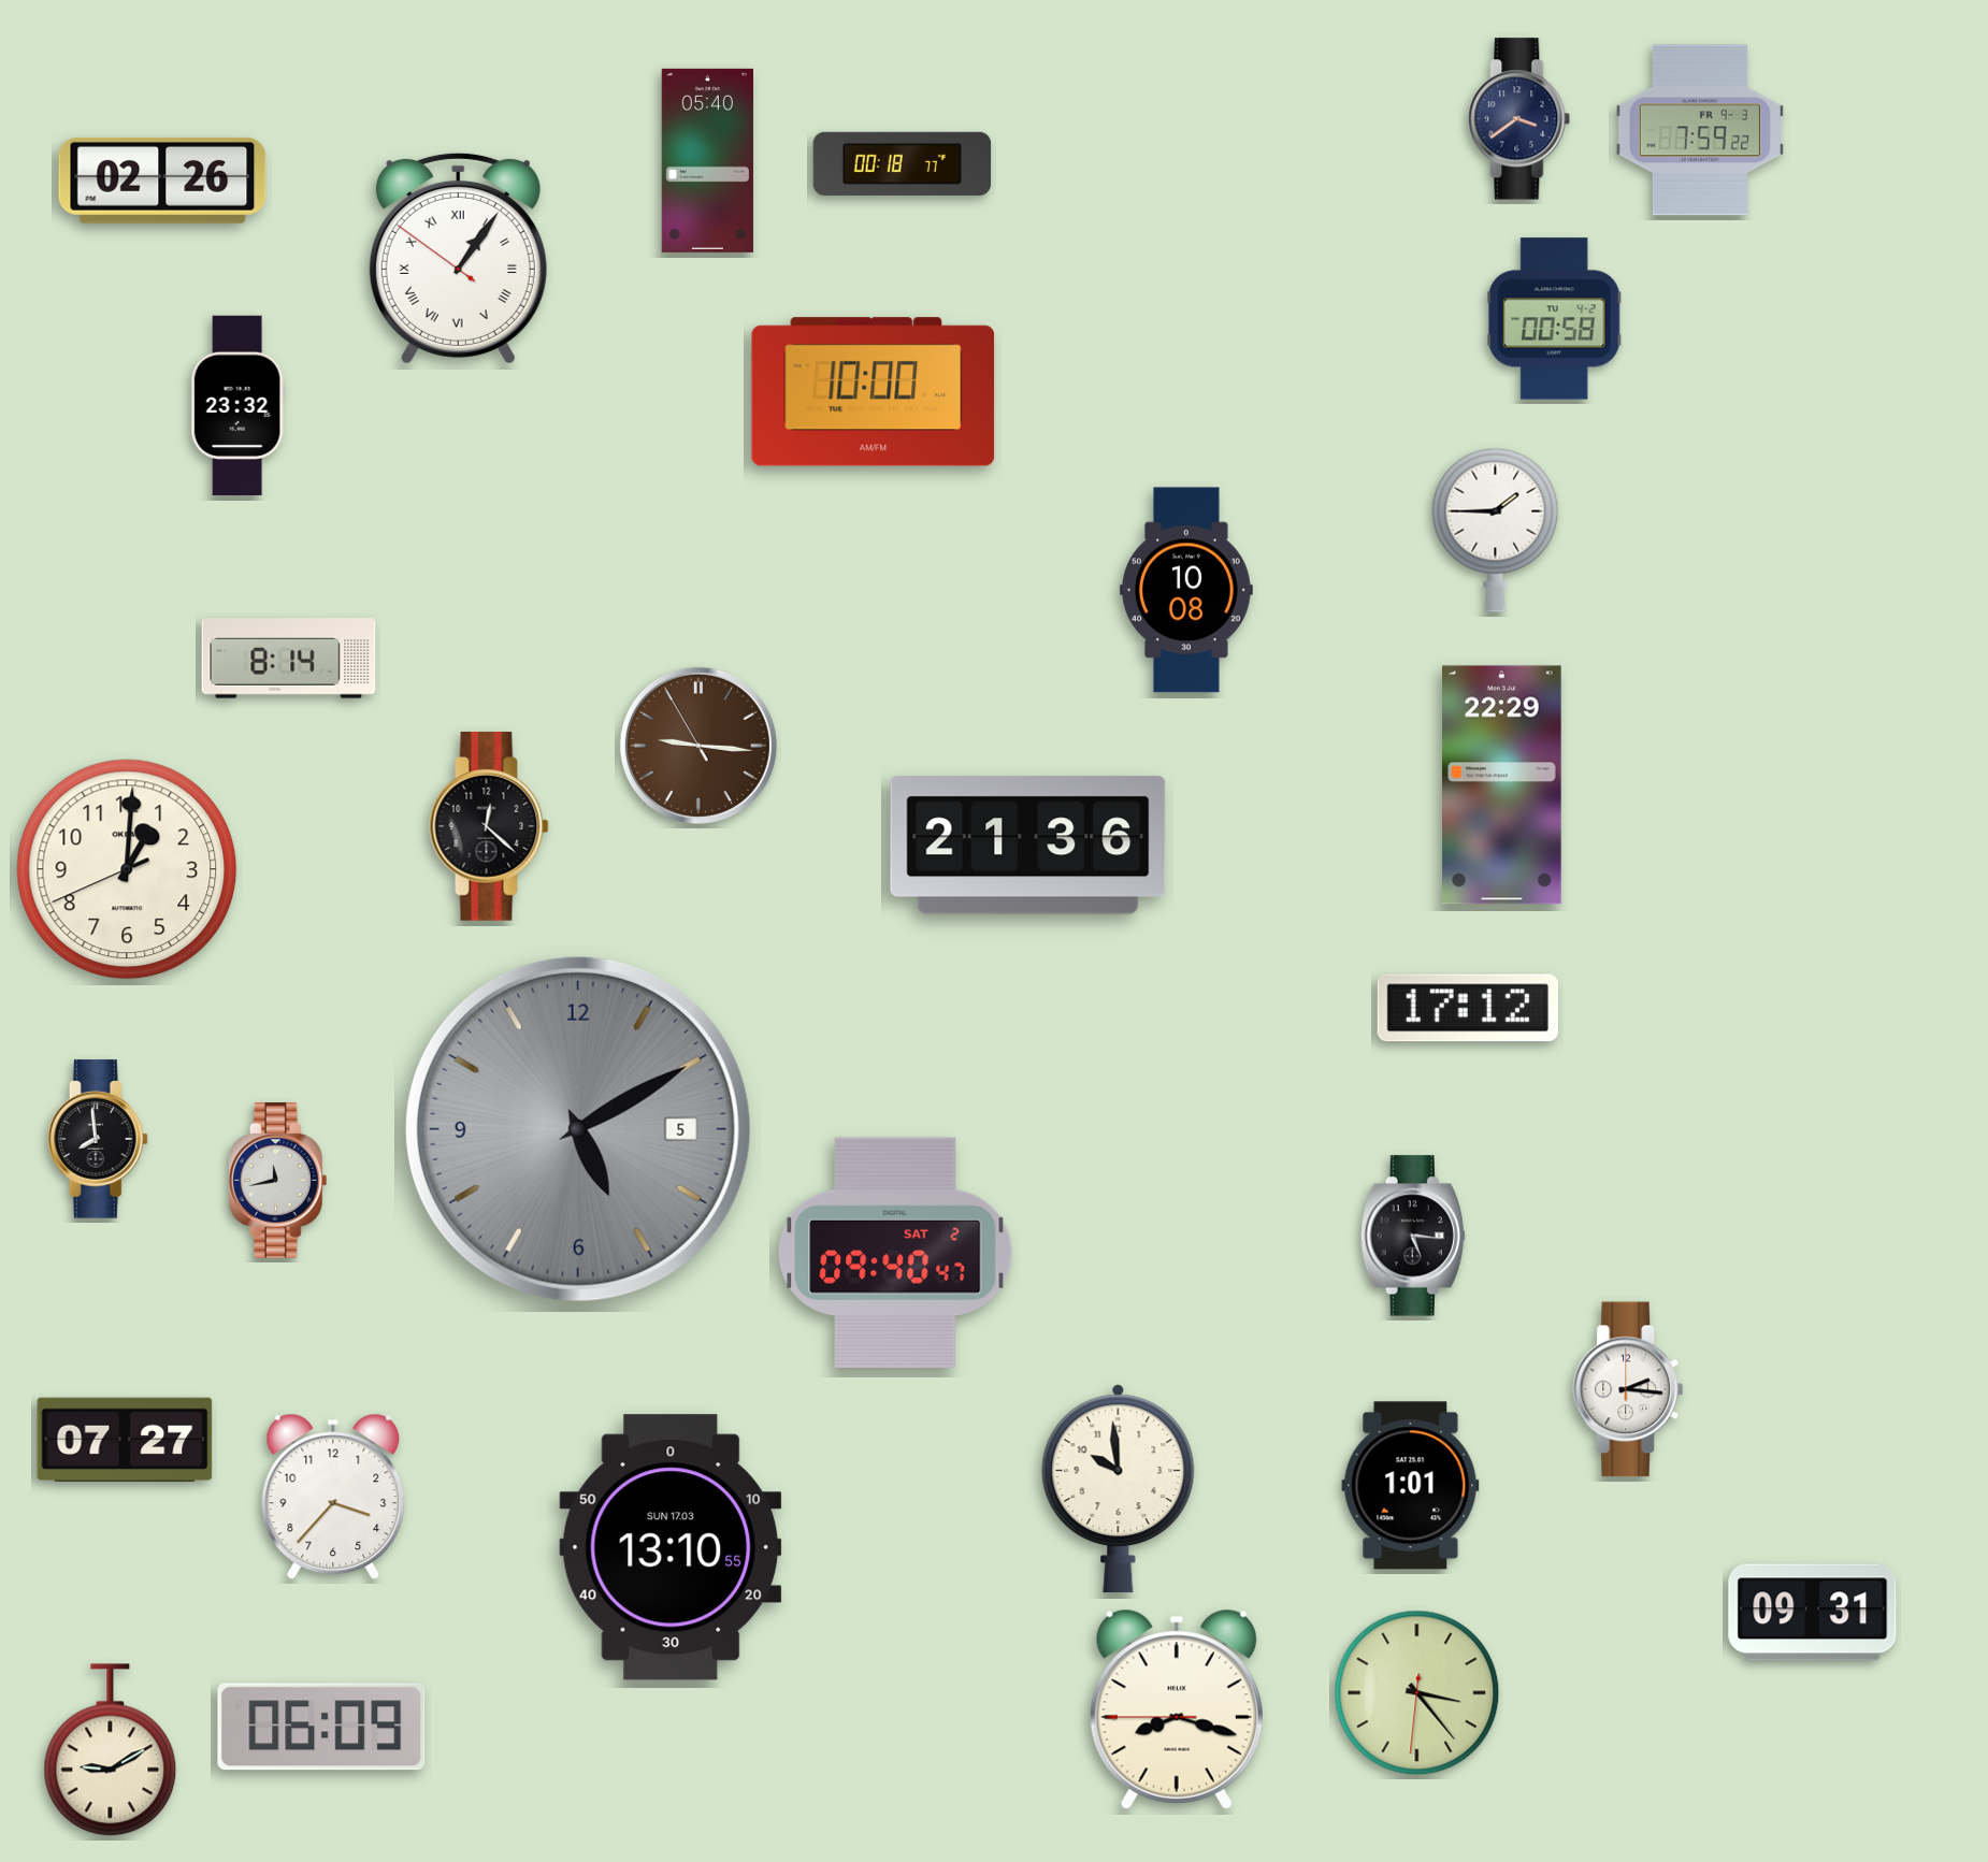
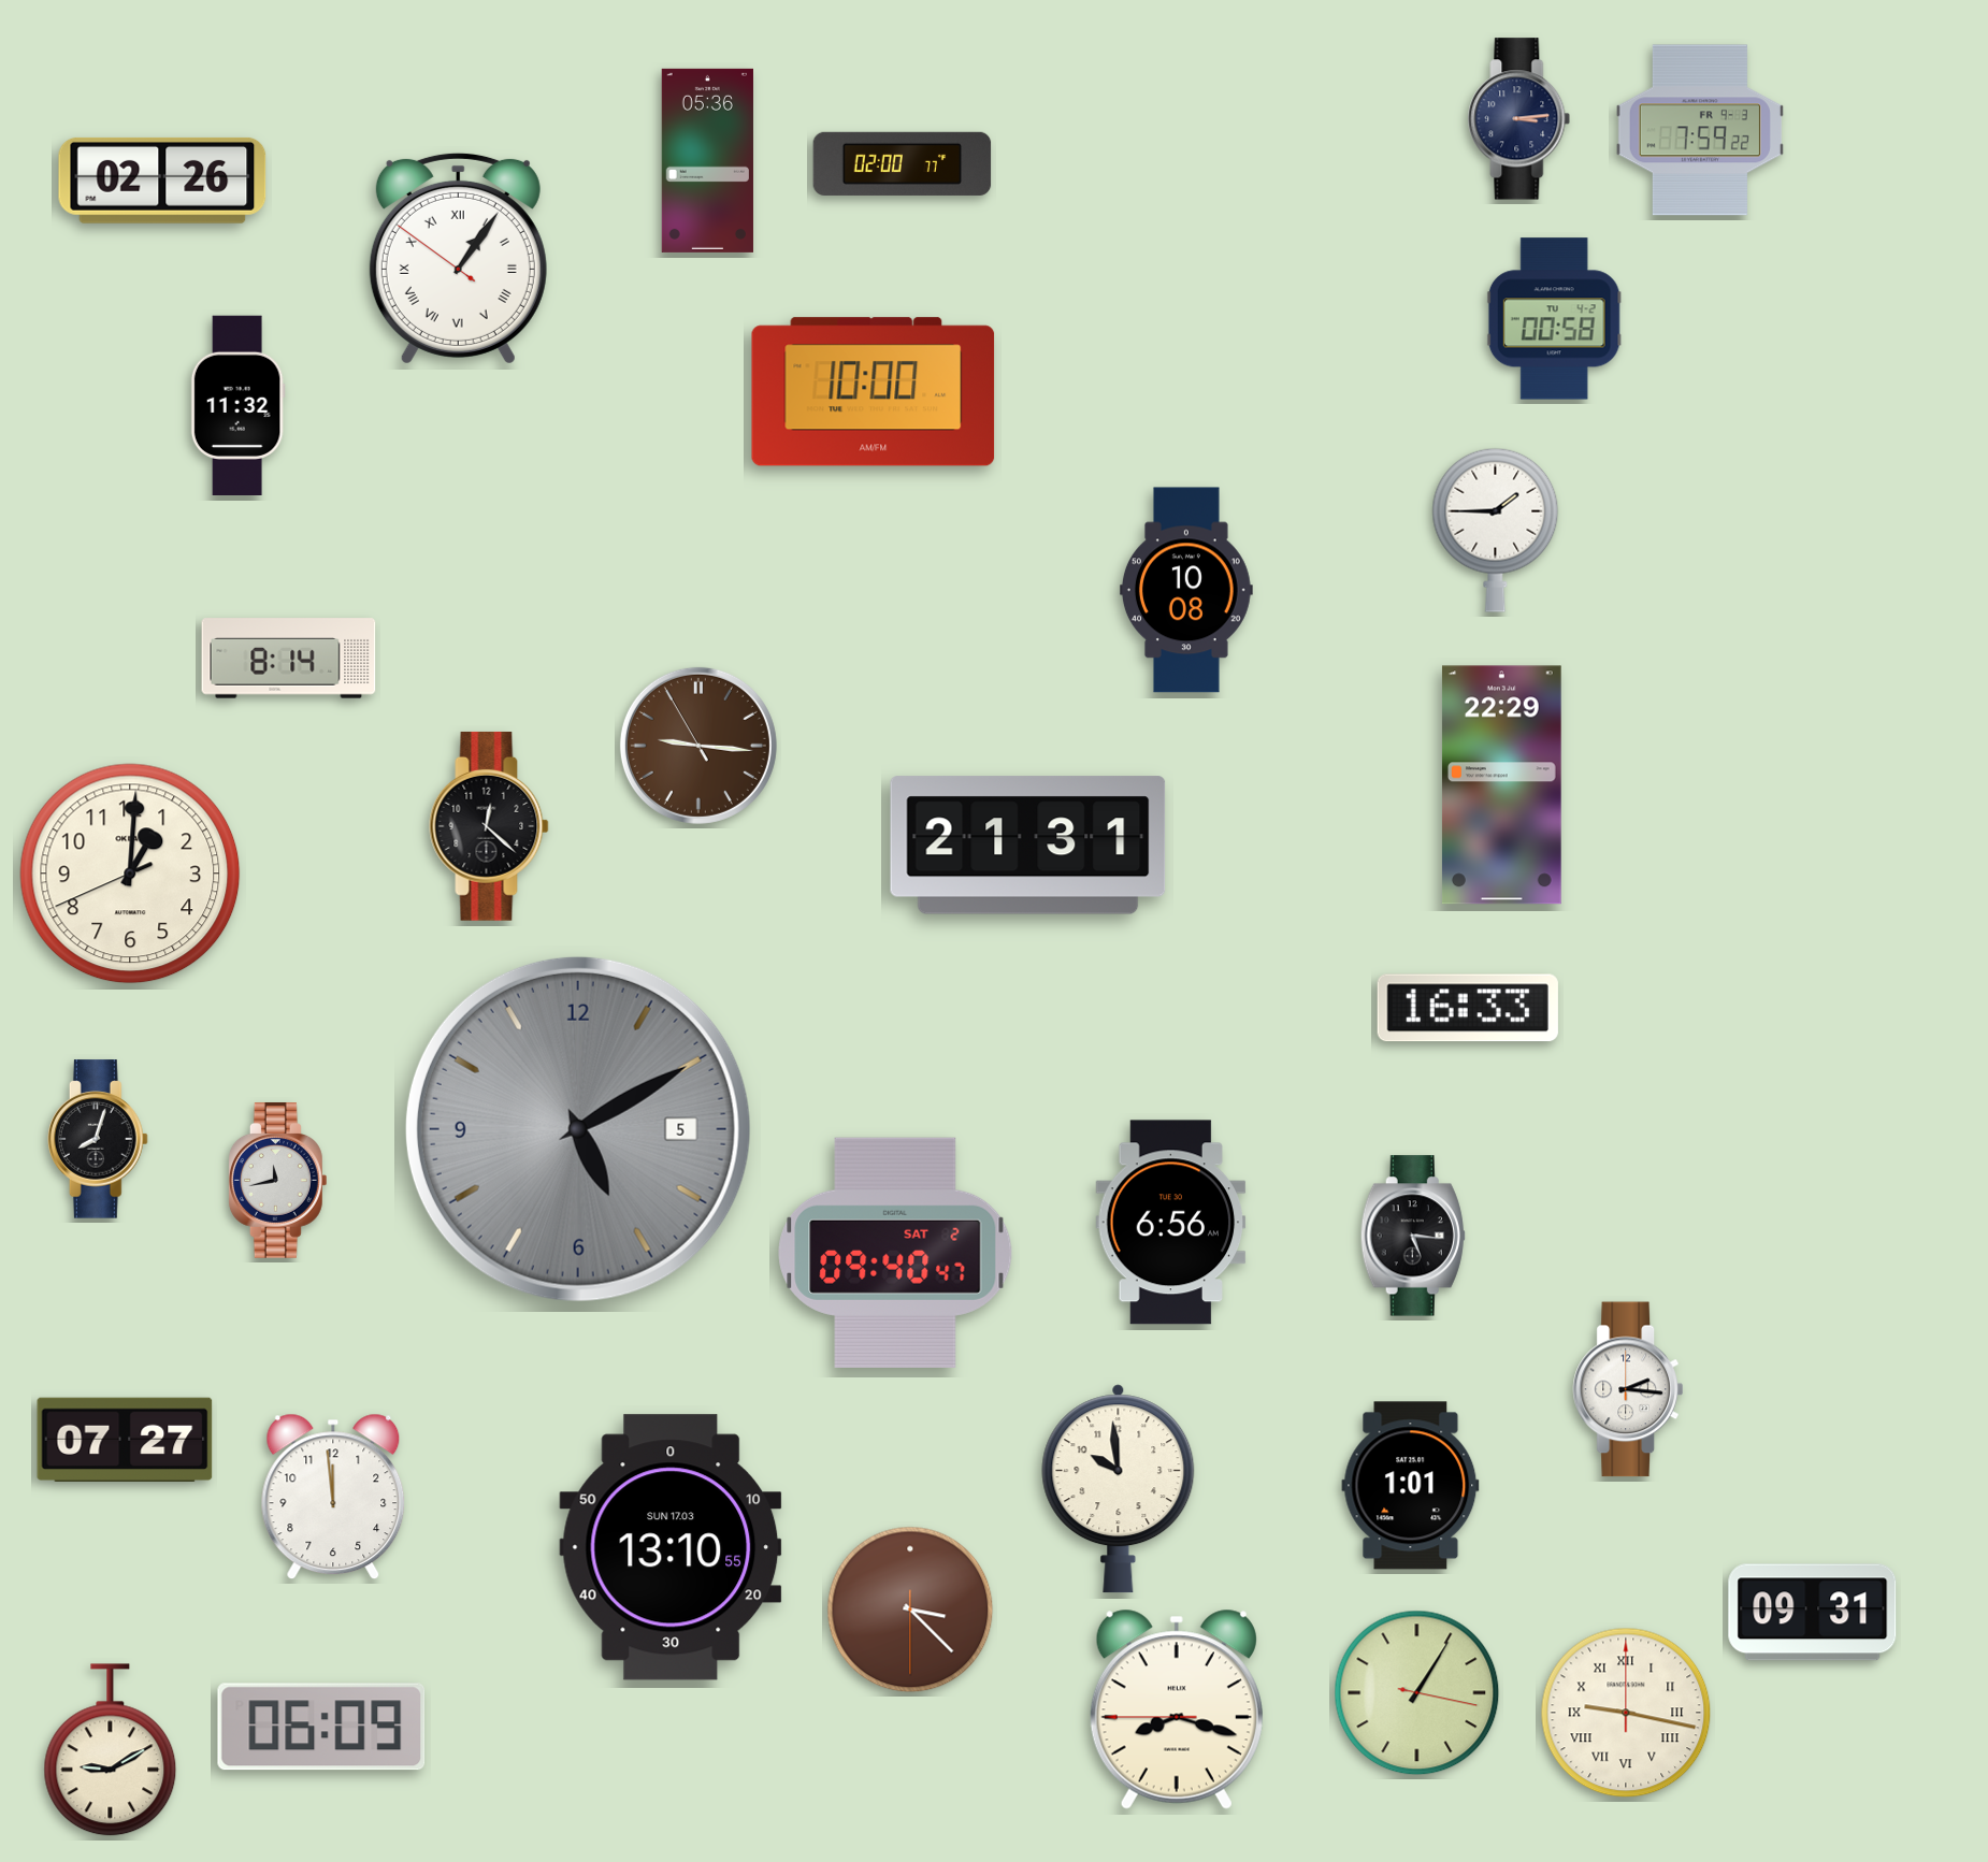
clock at (1519, 119): 3:39 -> 3:14
clock at (707, 160): 05:40 -> 05:36
clock at (903, 163): 00:18 -> 02:00
clock at (237, 405): 23:32 -> 11:32
clock at (1028, 846): 21:36 -> 21:31
clock at (127, 869) position: (127, 869) -> (130, 874)
clock at (1468, 1008): 17:12 -> 16:33
clock at (98, 1139): 7:59 -> 8:03
clock at (1171, 1223): none -> 6:56
clock at (333, 1497): 3:37 -> 11:59
clock at (910, 1610): none -> 3:22
clock at (1417, 1693): 3:23 -> 1:05
clock at (1626, 1713): none -> 9:17
